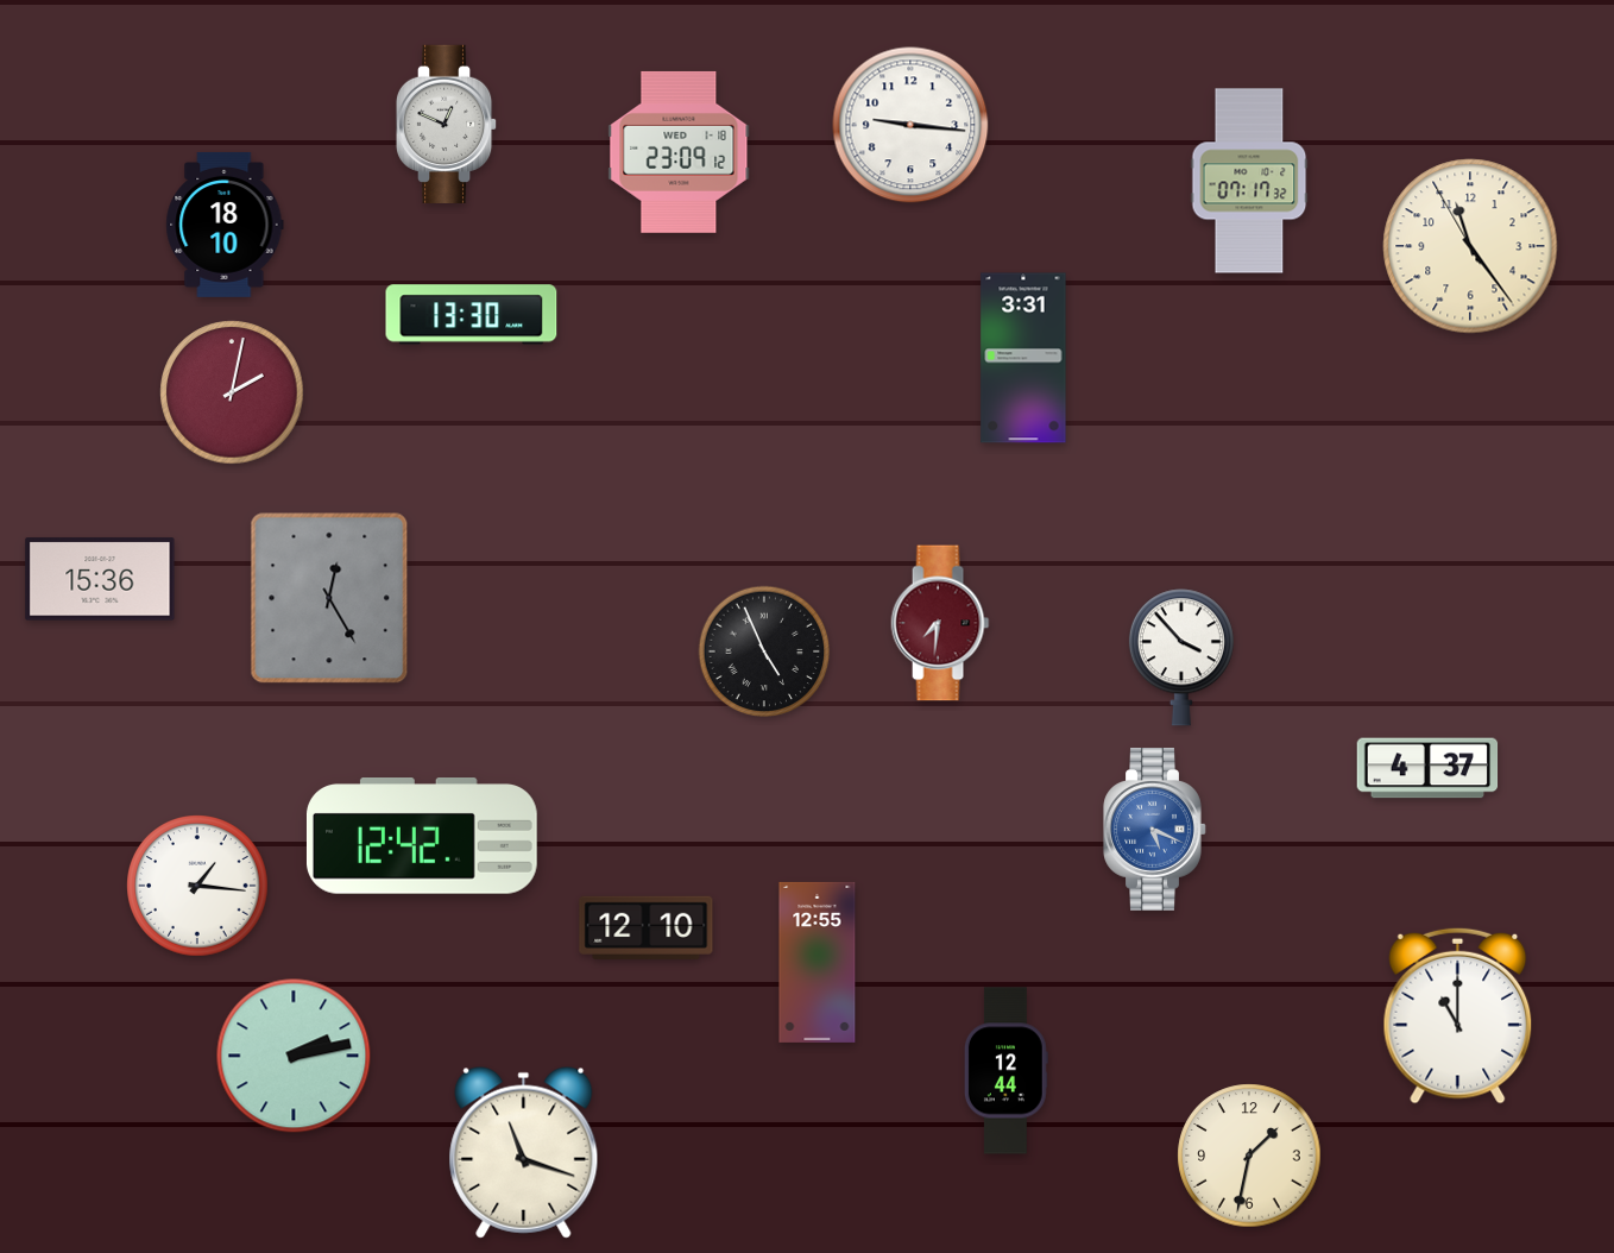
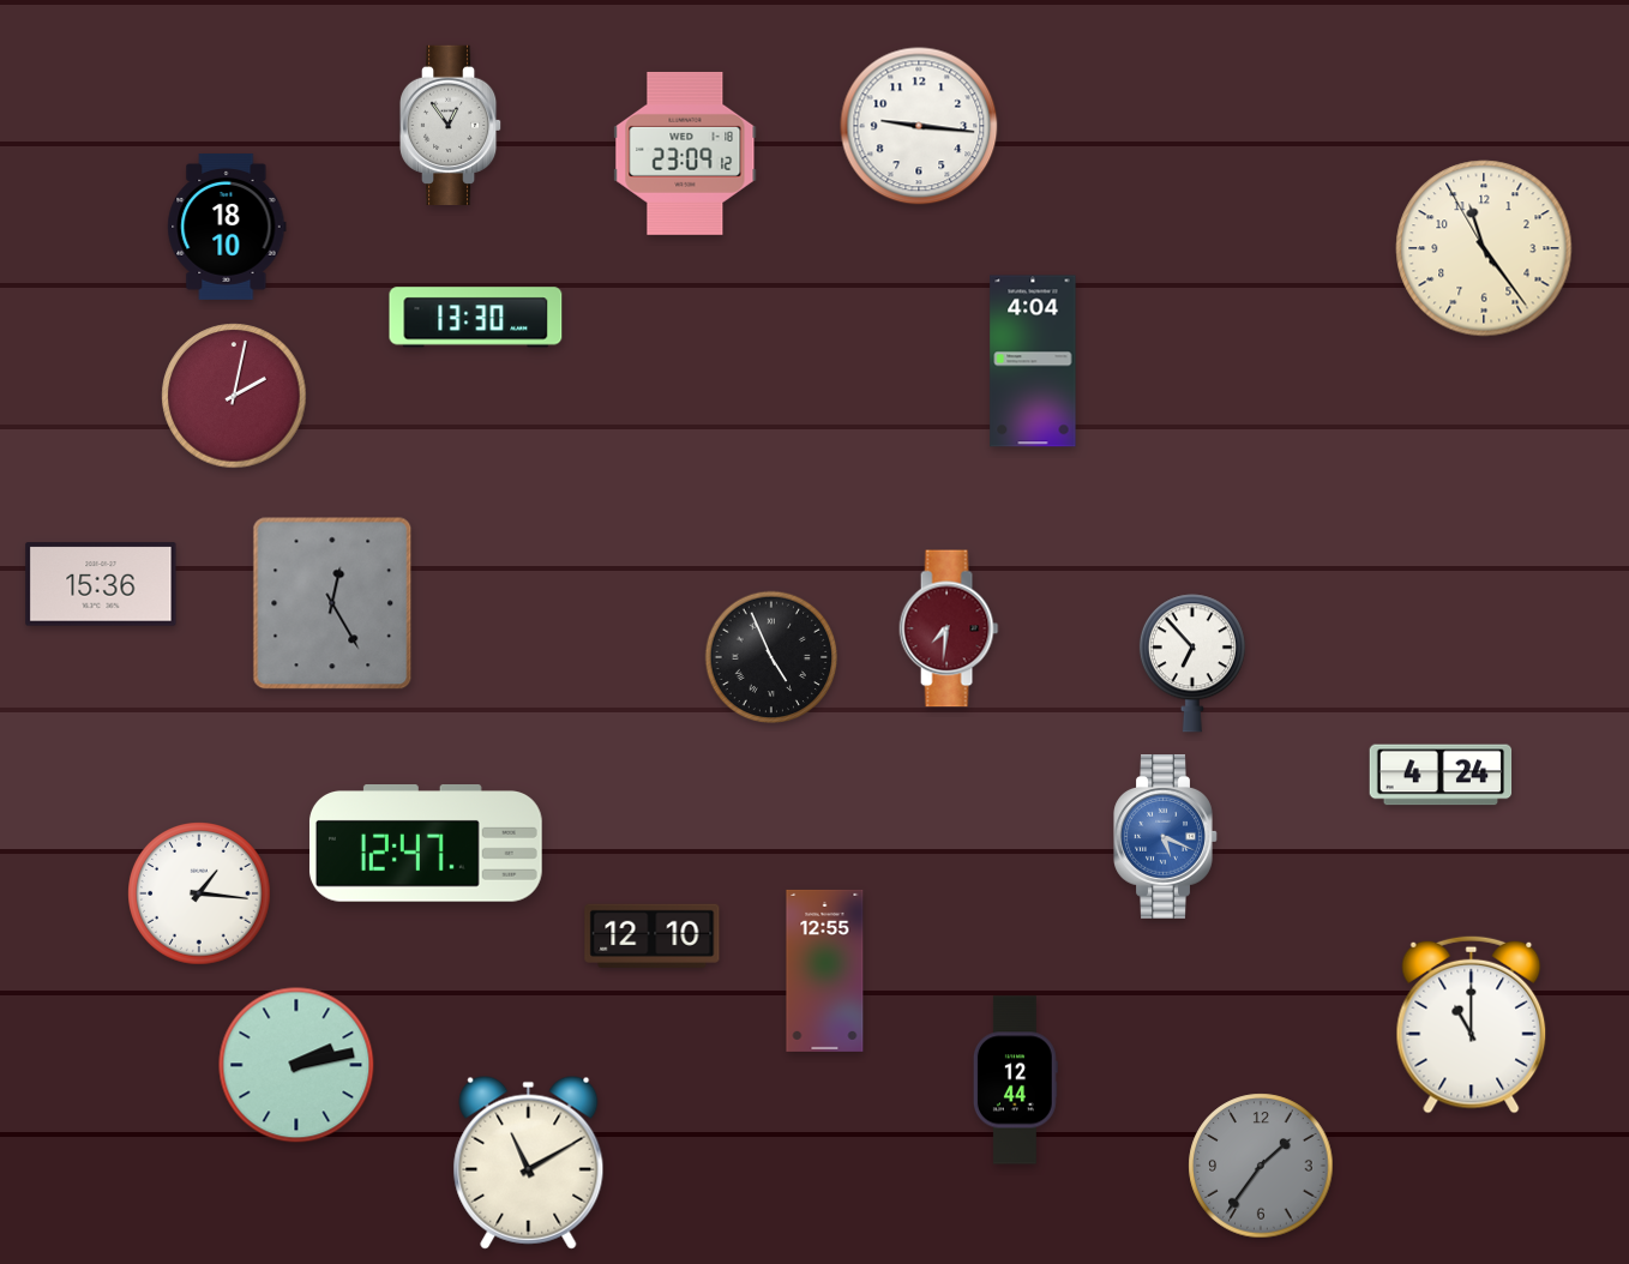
clock at (447, 124): 12:49 -> 12:54
clock at (1249, 181): 07:17 -> none
clock at (1023, 358): 3:31 -> 4:04
clock at (1181, 657): 3:53 -> 6:53
clock at (1427, 768): 4:37 -> 4:24
clock at (422, 837): 12:42 -> 12:47
clock at (524, 1152): 11:18 -> 11:10
clock at (1249, 1156): 1:32 -> 1:36
clock at (1249, 1156) dial: cream -> grey
